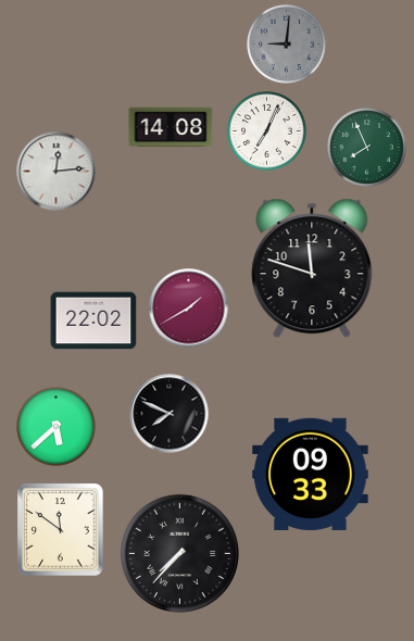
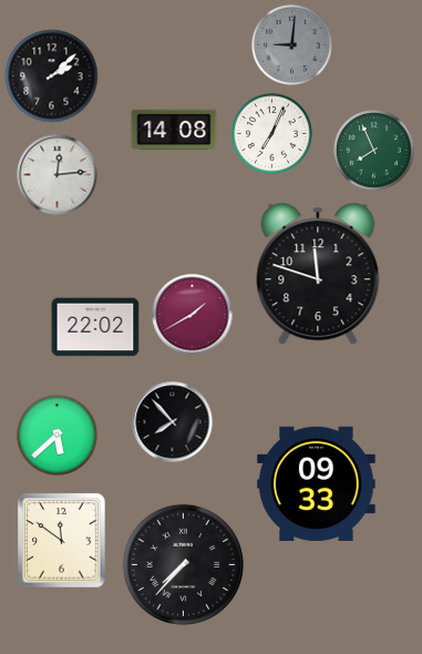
clock at (52, 76): none -> 2:08
clock at (170, 414): 7:49 -> 7:53
